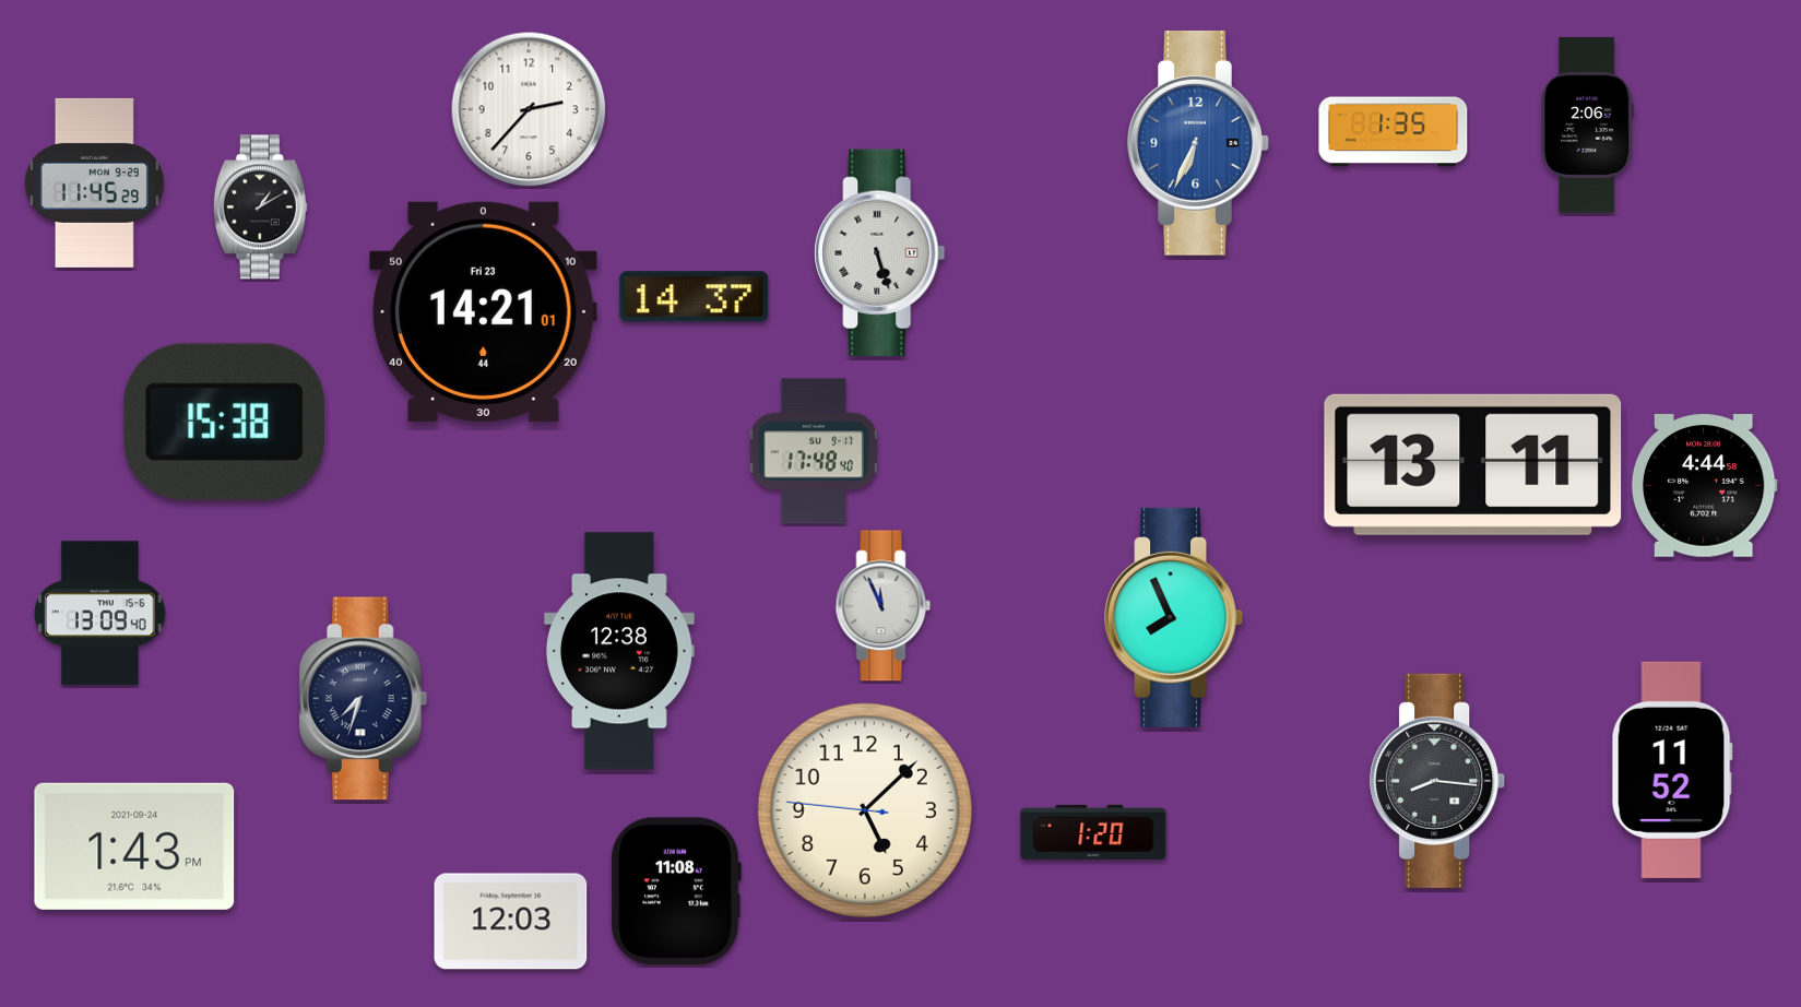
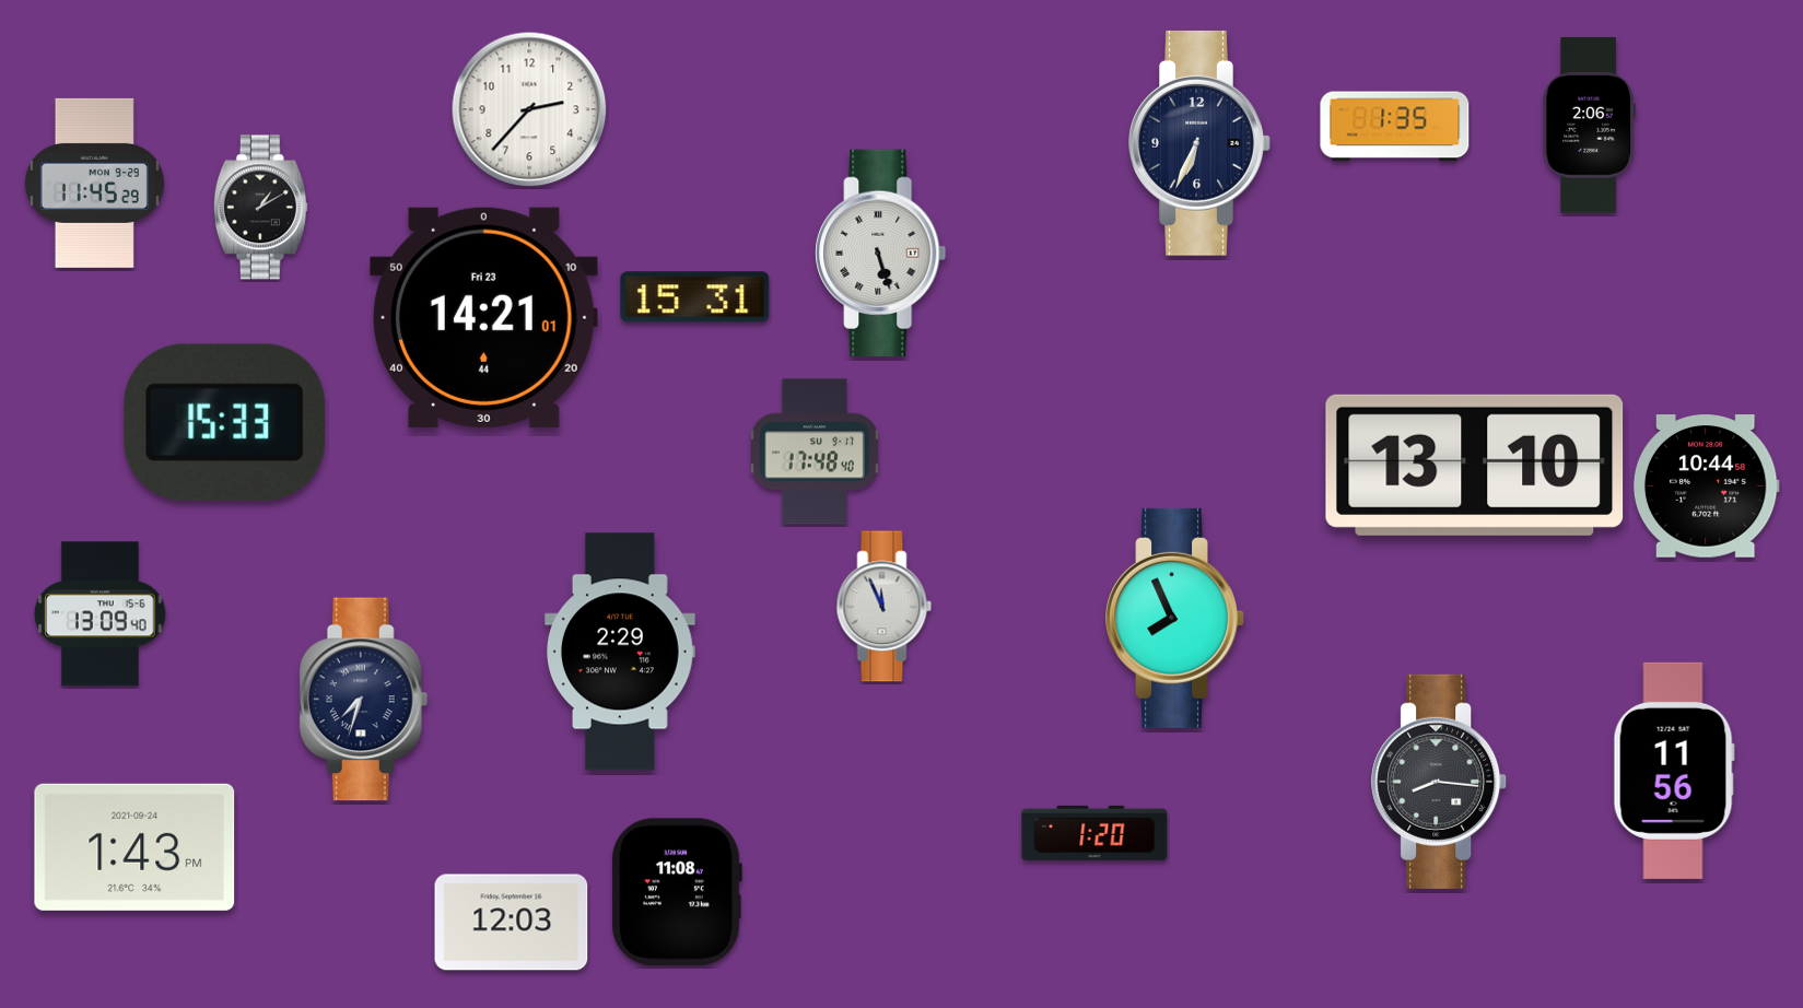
clock at (1394, 132) position: (1394, 132) -> (1395, 127)
clock at (1198, 143) dial: blue -> navy
clock at (695, 297): 14:37 -> 15:31
clock at (484, 311) position: (484, 311) -> (484, 317)
clock at (224, 422): 15:38 -> 15:33
clock at (1473, 464): 13:11 -> 13:10
clock at (1704, 486): 4:44 -> 10:44
clock at (620, 651): 12:38 -> 2:29
clock at (1672, 770): 11:52 -> 11:56
clock at (865, 810): 5:07 -> none
